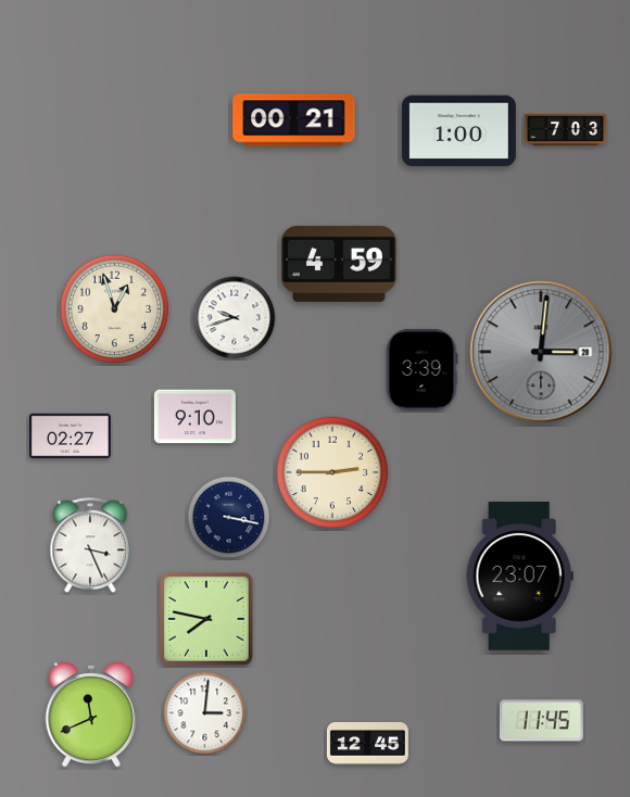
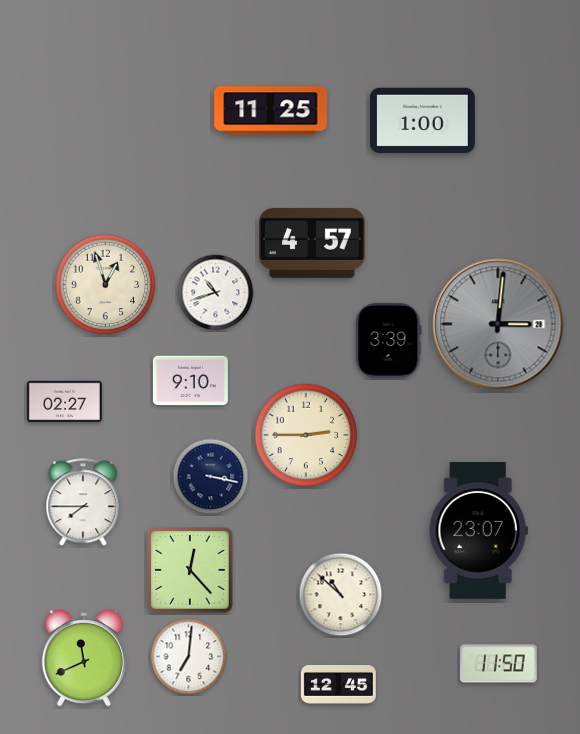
clock at (294, 121): 00:21 -> 11:25
clock at (565, 129): 7:03 -> none
clock at (339, 264): 4:59 -> 4:57
clock at (235, 318): 9:42 -> 10:42
clock at (194, 417) position: (194, 417) -> (190, 381)
clock at (90, 546): 3:26 -> 7:45
clock at (206, 619): 7:47 -> 12:23
clock at (341, 595): none -> 10:52
clock at (205, 713): 3:01 -> 7:01
clock at (541, 721): 11:45 -> 11:50
